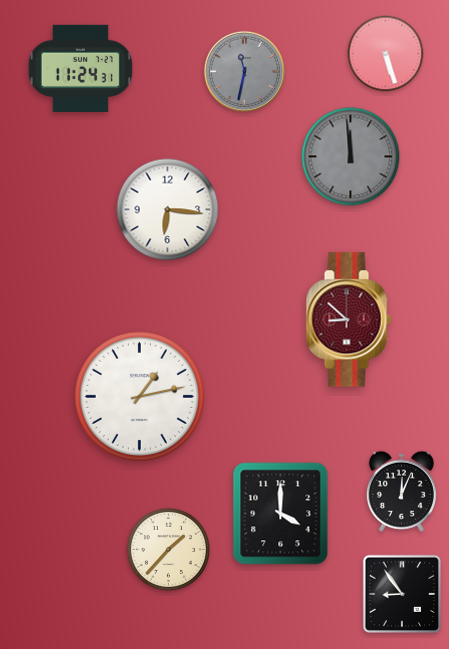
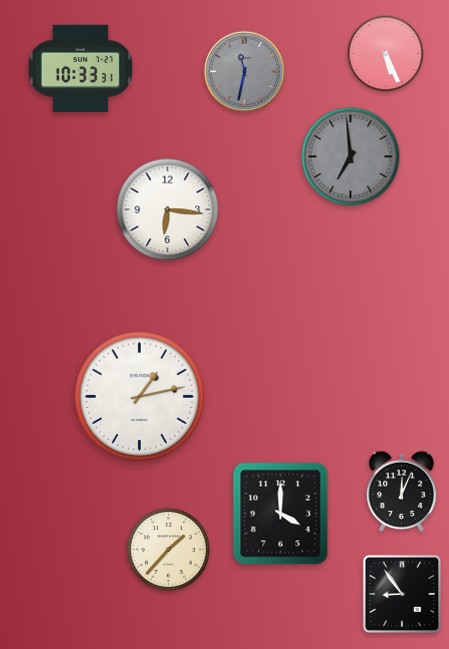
clock at (386, 54): 5:27 -> 5:26
clock at (80, 68): 11:24 -> 10:33
clock at (351, 157): 11:59 -> 6:59
clock at (348, 320): 8:52 -> none
